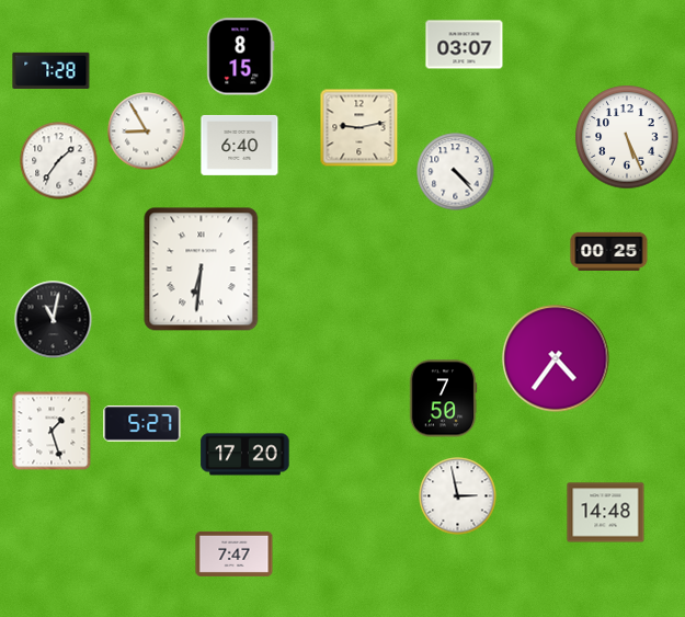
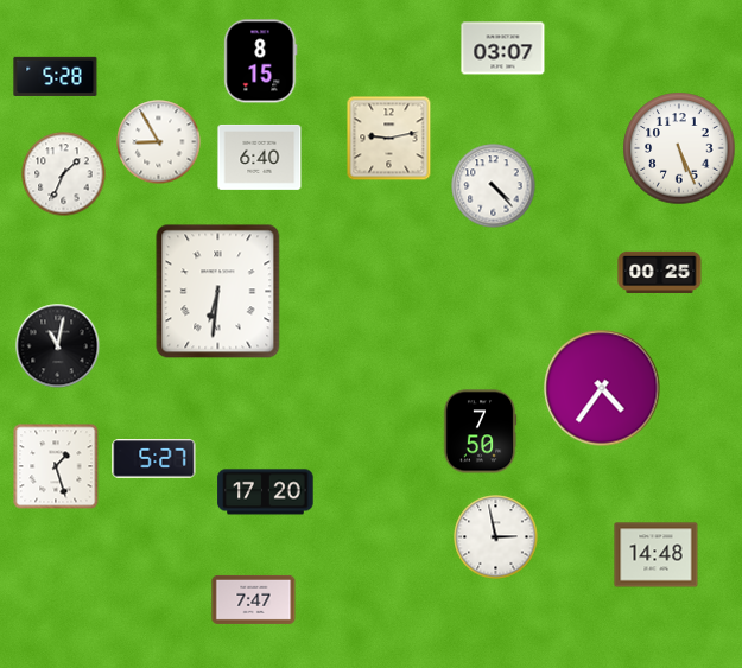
clock at (52, 70): 7:28 -> 5:28
clock at (59, 161): 1:36 -> 1:34
